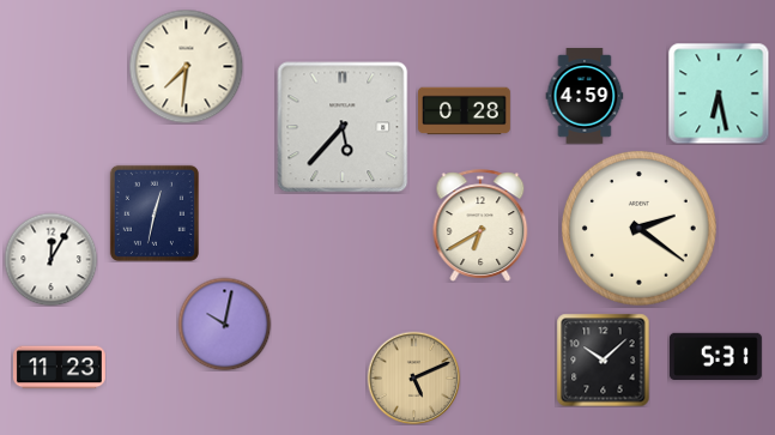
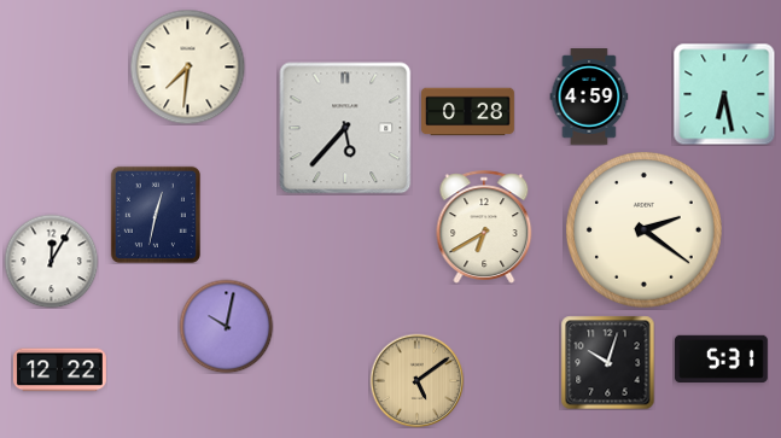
clock at (603, 360): 10:08 -> 10:03
clock at (59, 368): 11:23 -> 12:22
clock at (413, 377): 5:11 -> 5:09
